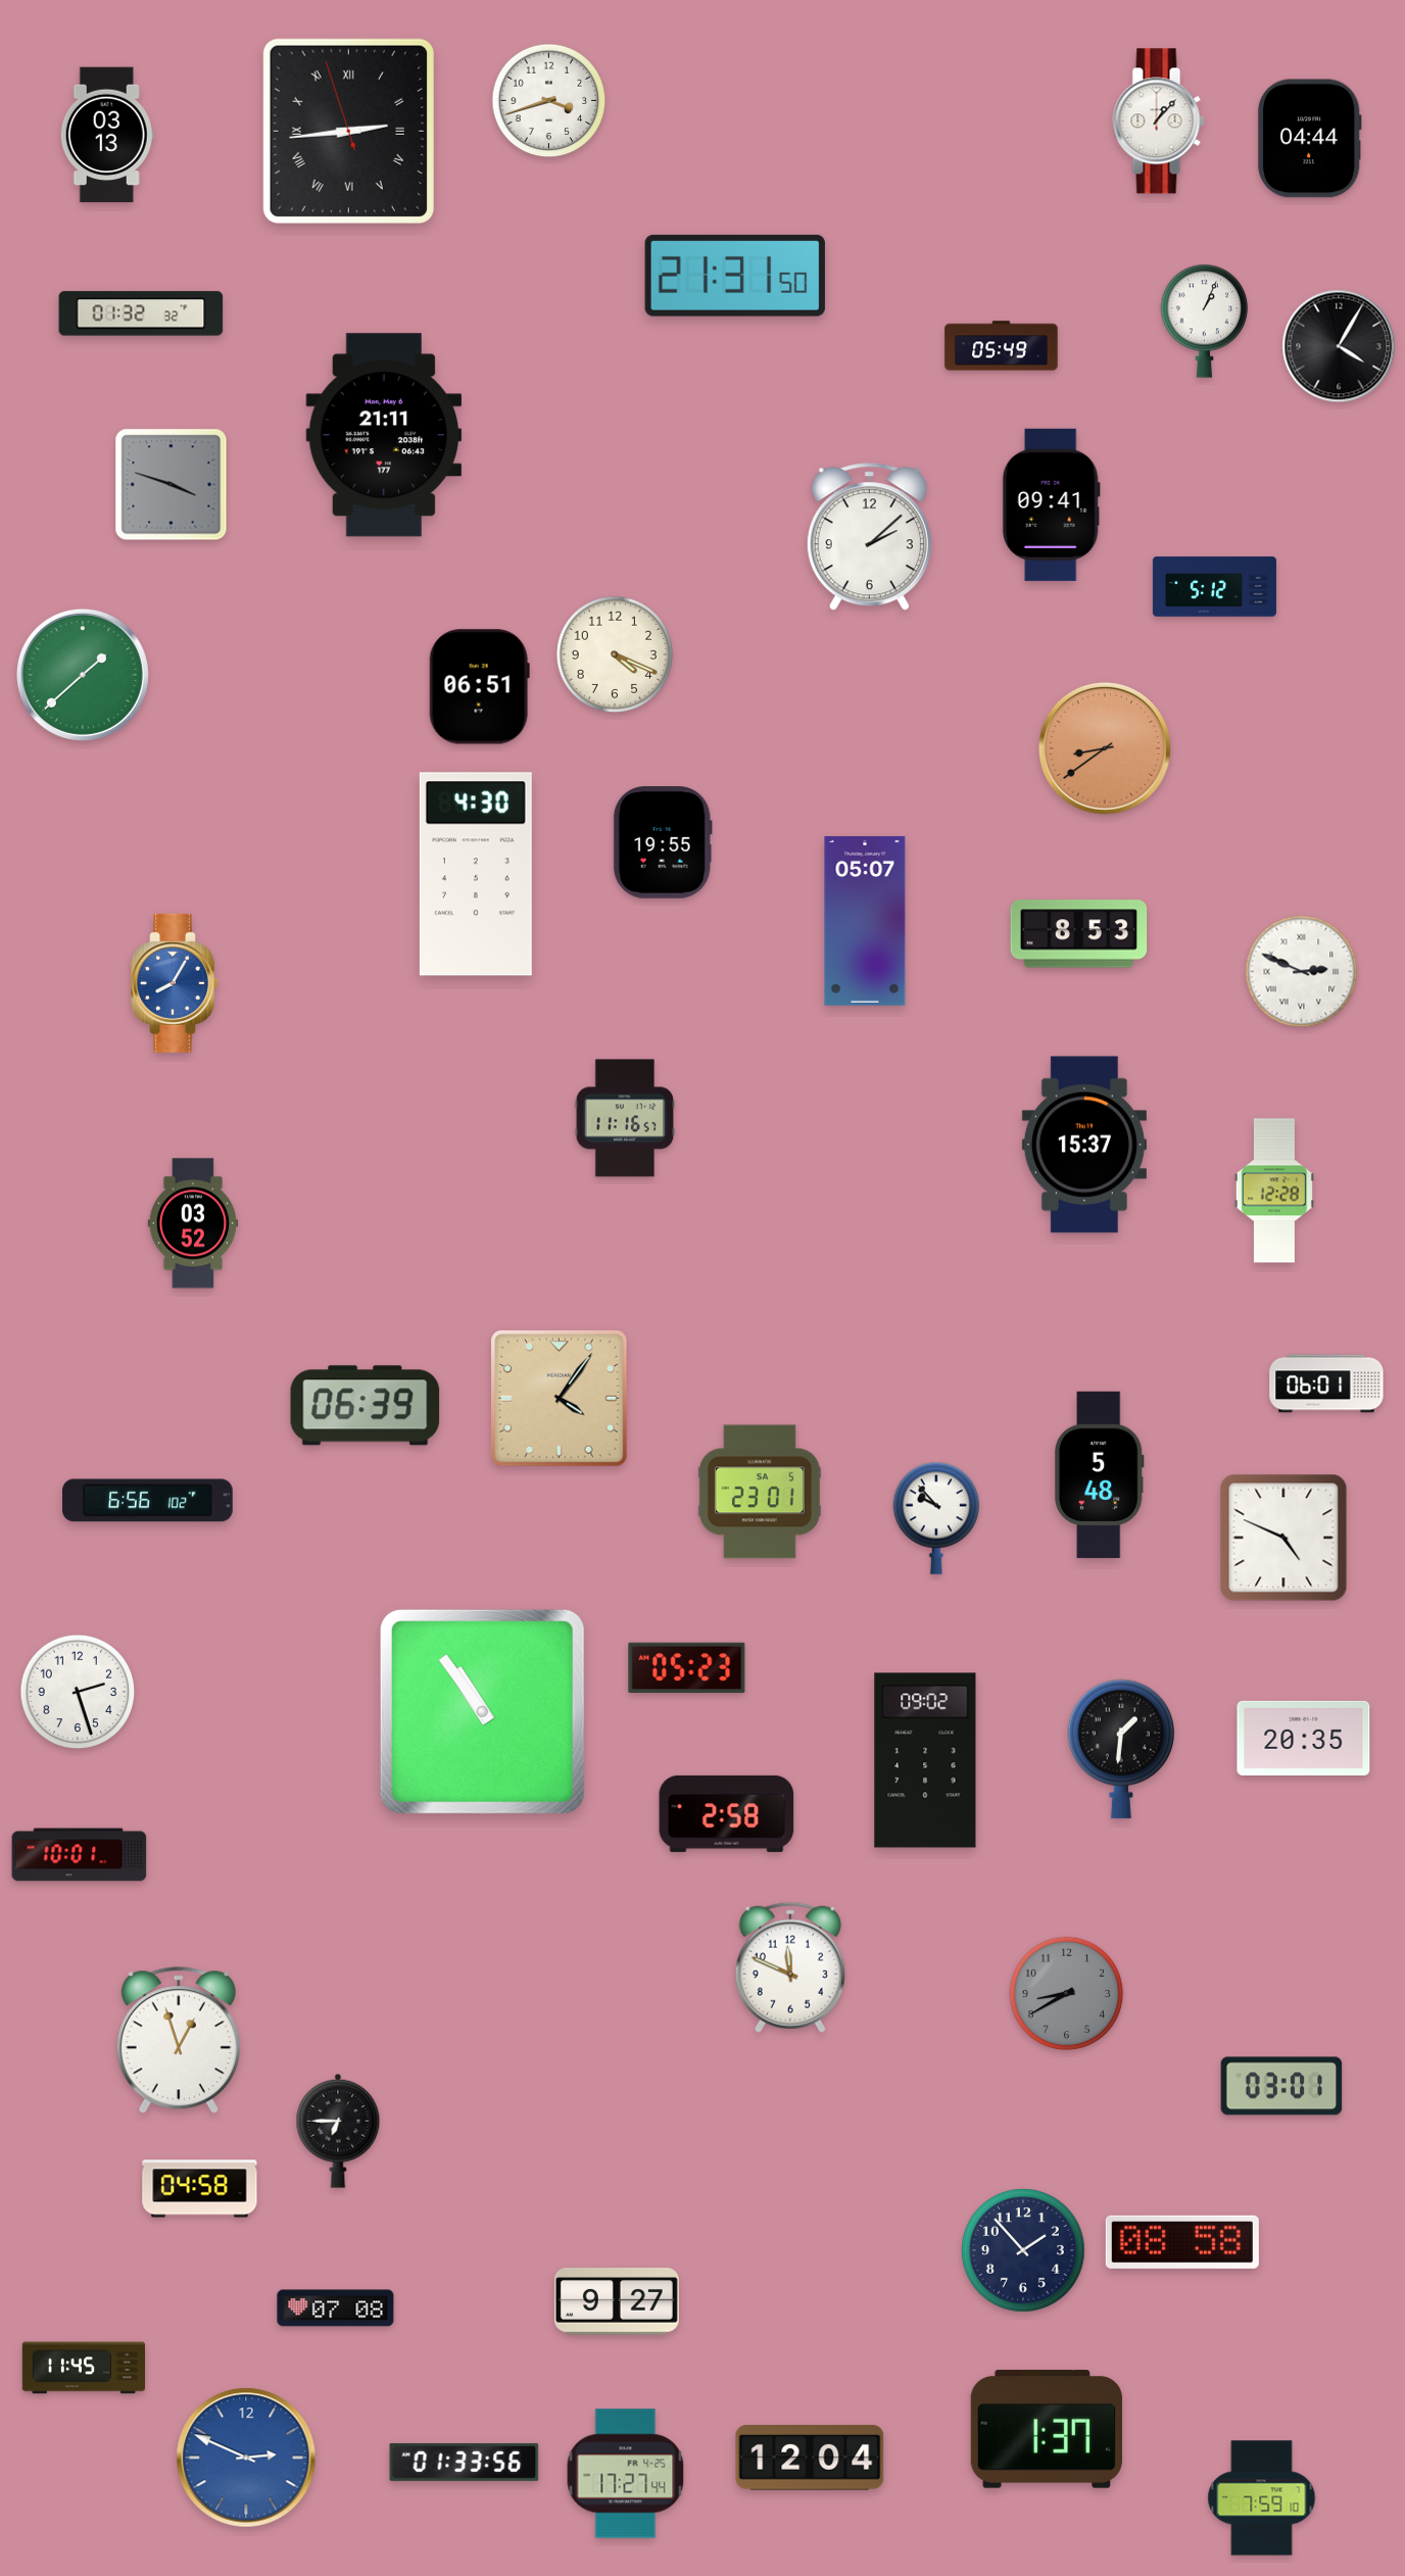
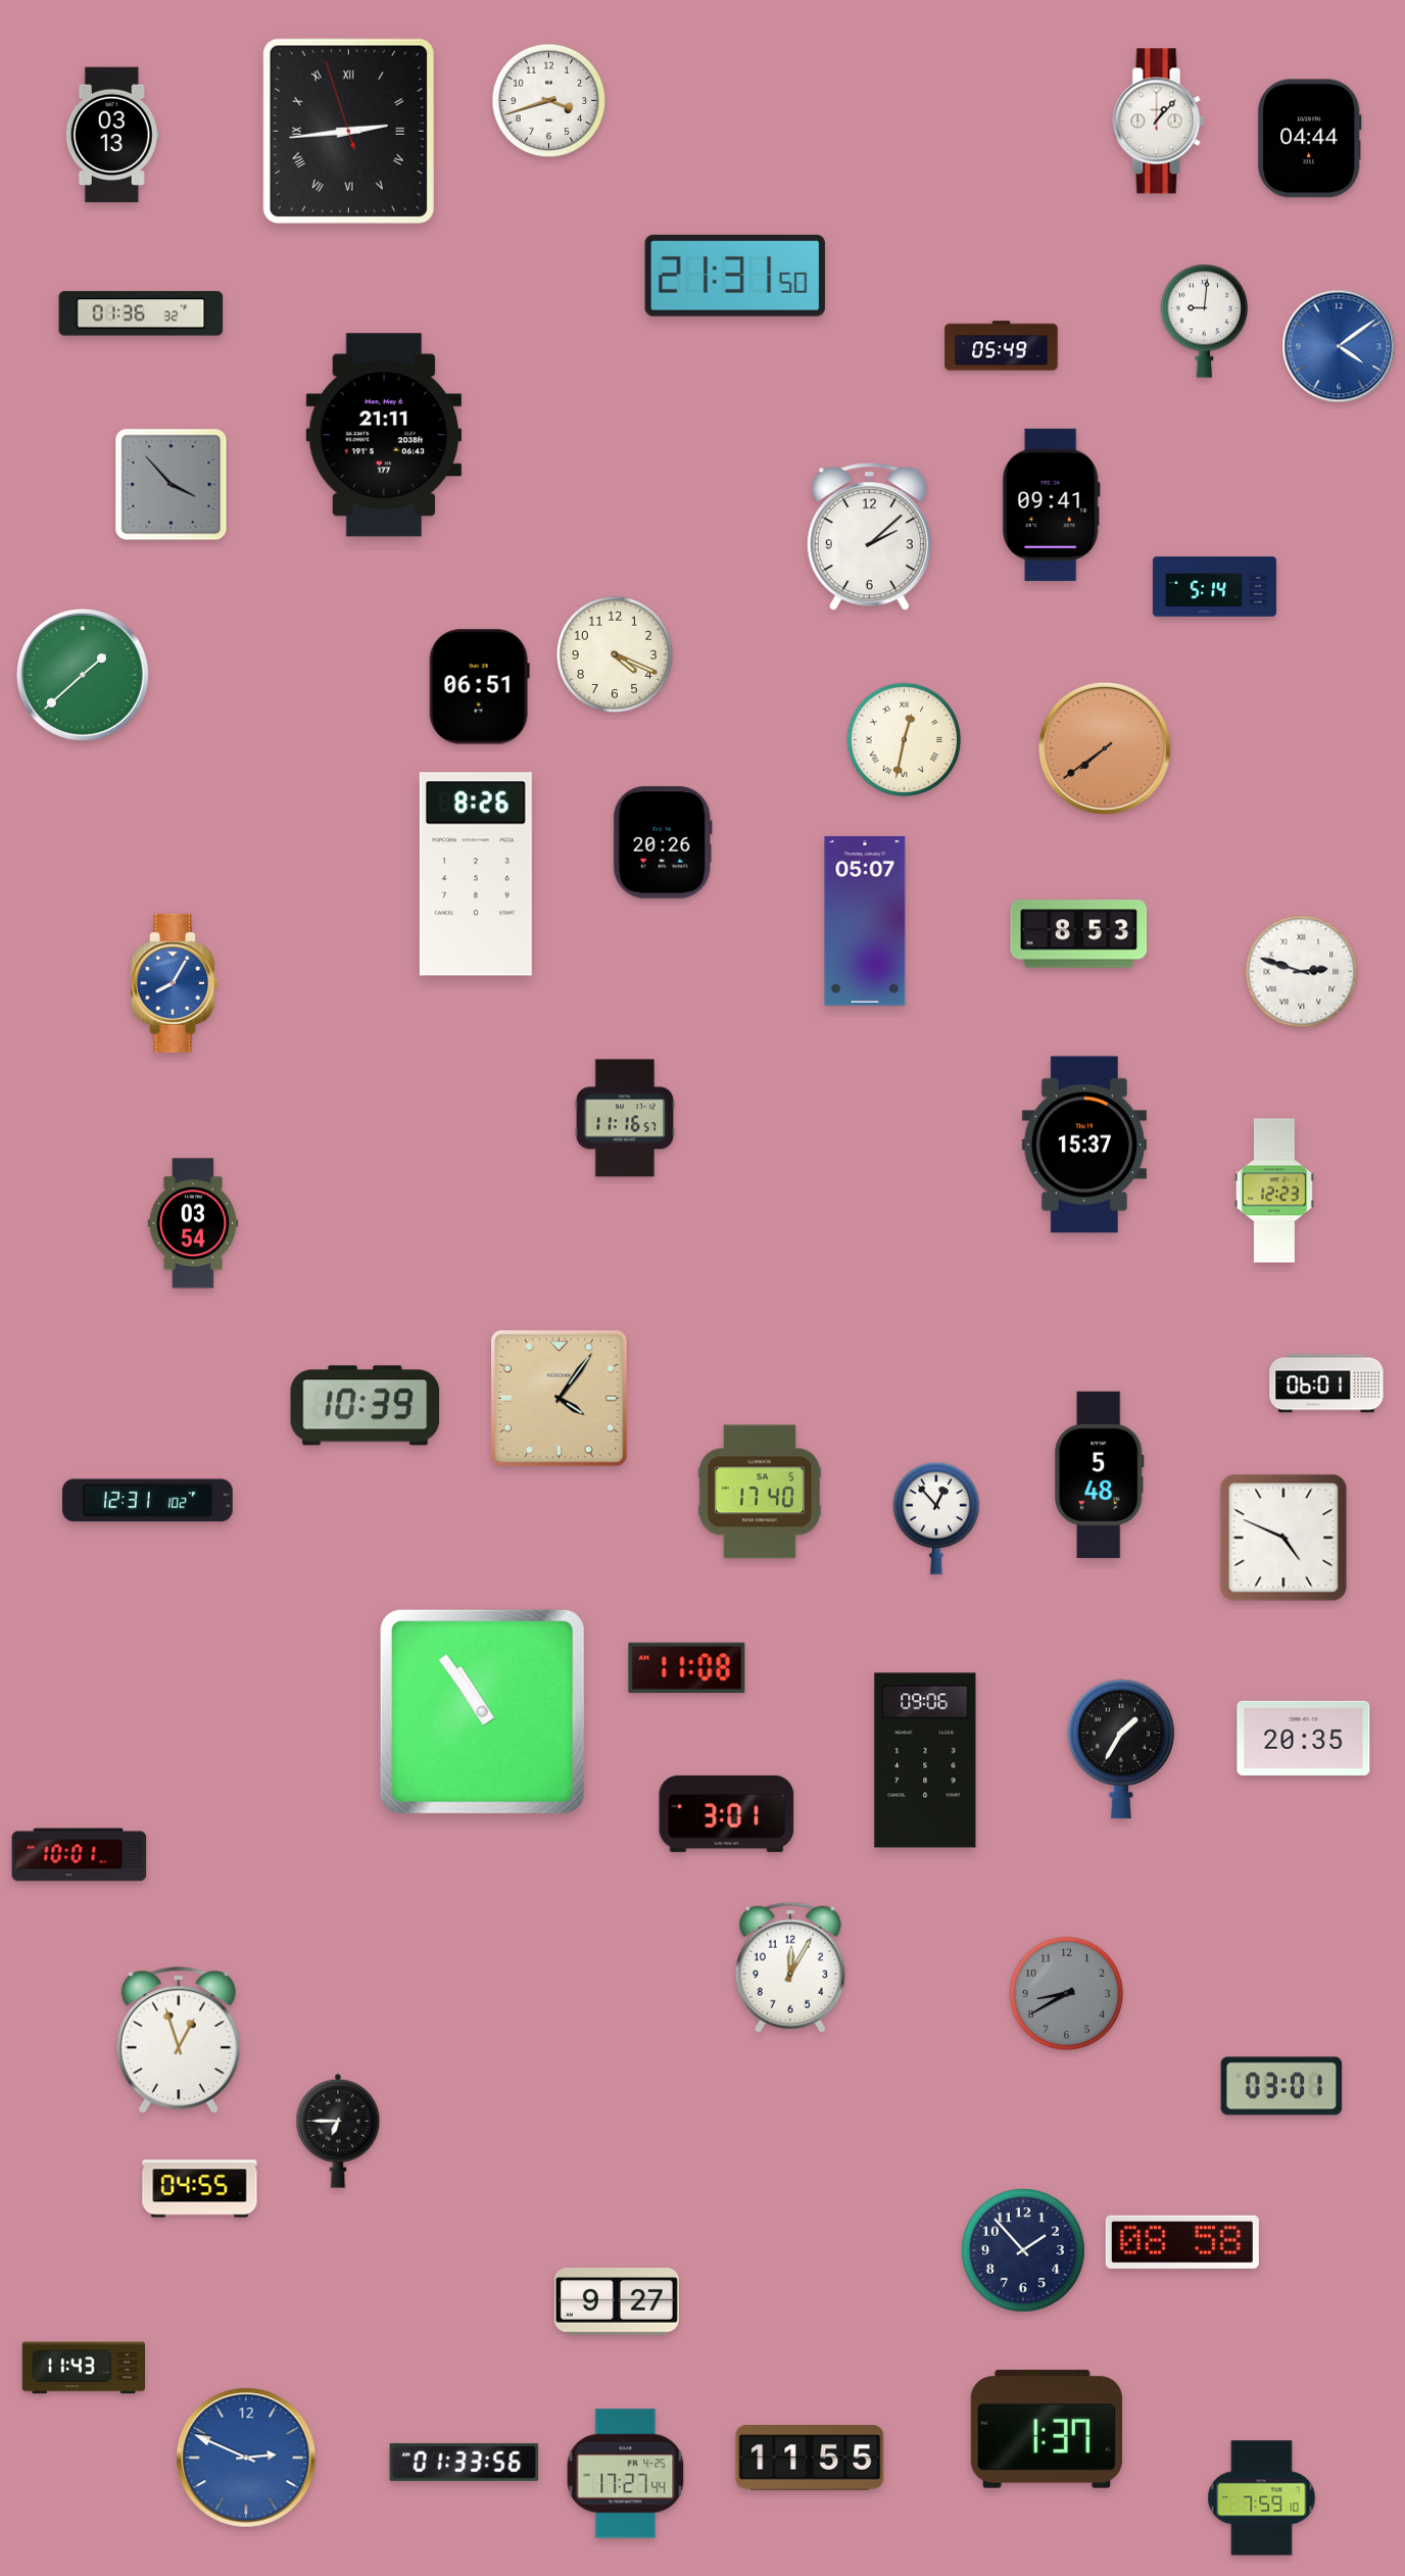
clock at (107, 135) position: (107, 135) -> (112, 135)
clock at (141, 313): 01:32 -> 01:36
clock at (1205, 321): 1:04 -> 9:01
clock at (1339, 346): 4:05 -> 4:09
clock at (1339, 346) dial: black -> blue
clock at (172, 485): 3:48 -> 3:53
clock at (1214, 587): 5:12 -> 5:14
clock at (905, 740): none -> 12:32
clock at (1105, 748): 8:39 -> 7:39
clock at (663, 842): 19:55 -> 20:26
clock at (476, 874): 4:30 -> 8:26
clock at (1302, 972): 2:49 -> 2:48
clock at (1274, 1190): 12:28 -> 12:23
clock at (193, 1223): 03:52 -> 03:54
clock at (366, 1406): 06:39 -> 10:39
clock at (760, 1492): 23:01 -> 17:40
clock at (148, 1501): 6:56 -> 12:31
clock at (936, 1518): 9:53 -> 12:53
clock at (687, 1667): 05:23 -> 11:08
clock at (78, 1692): 2:27 -> none
clock at (1121, 1749): 1:31 -> 1:35
clock at (925, 1760): 09:02 -> 09:06
clock at (727, 1813): 2:58 -> 3:01
clock at (790, 1967): 11:49 -> 12:05
clock at (200, 2189): 04:58 -> 04:55
clock at (336, 2308): 07:08 -> none
clock at (83, 2368): 11:45 -> 11:43
clock at (810, 2458): 12:04 -> 11:55
